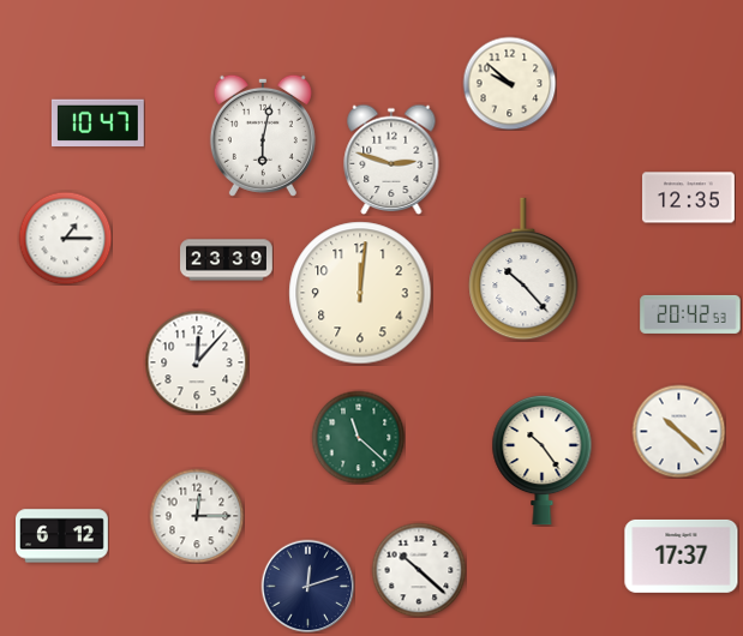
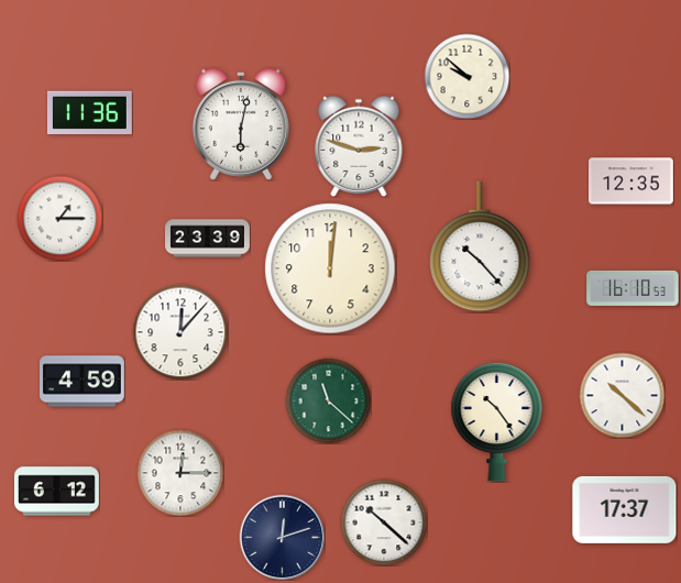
clock at (97, 124): 10:47 -> 11:36
clock at (690, 314): 20:42 -> 16:10
clock at (83, 382): none -> 4:59
